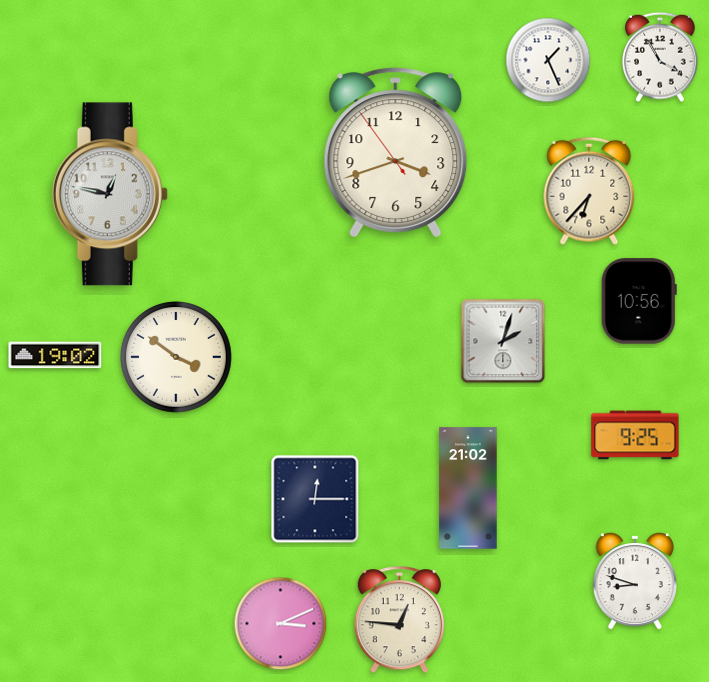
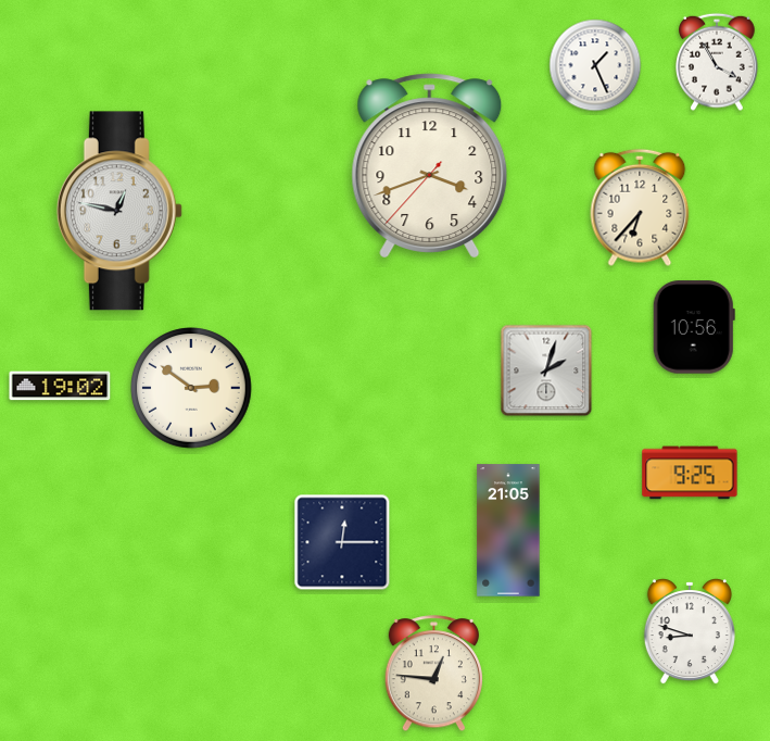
clock at (396, 153): 3:41:54 -> 3:41:37
clock at (176, 357): 3:51 -> 2:51
clock at (468, 488): 21:02 -> 21:05
clock at (281, 624): 3:11 -> none
